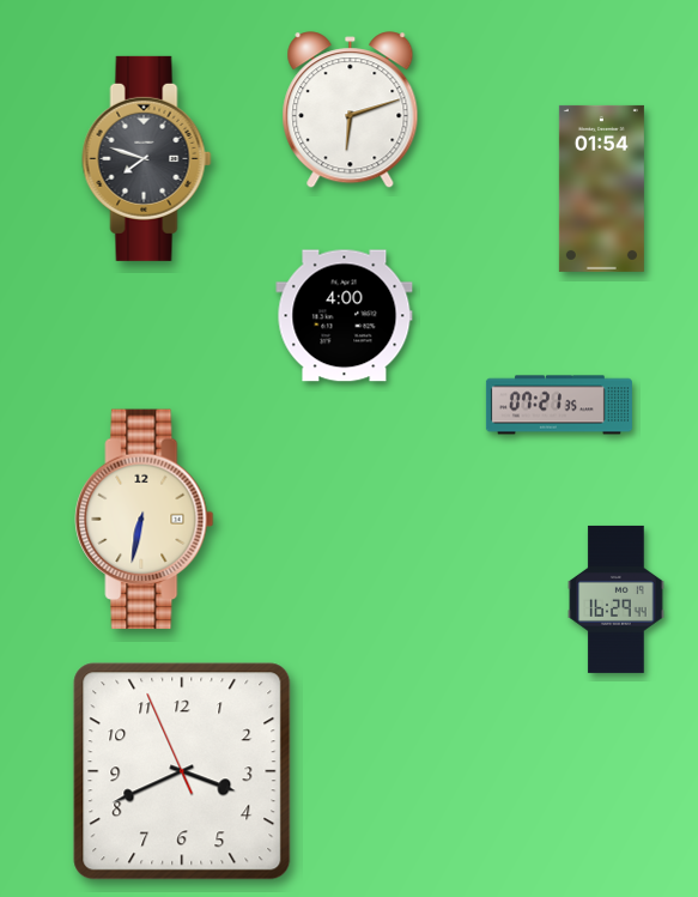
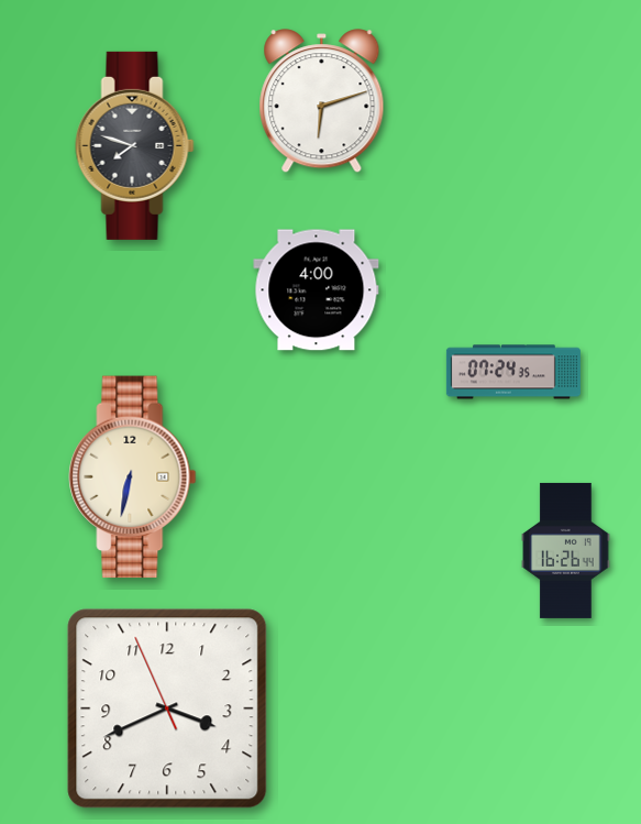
clock at (601, 188): 01:54 -> none
clock at (559, 405): 07:21 -> 07:24
clock at (617, 599): 16:29 -> 16:26
